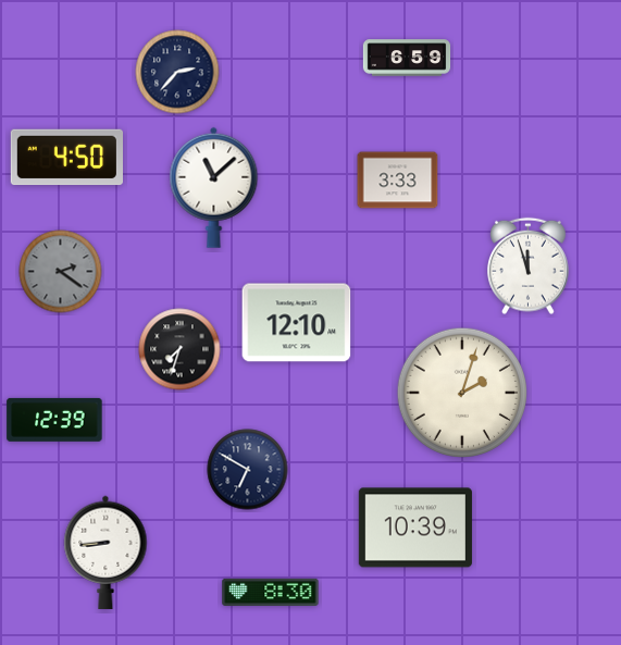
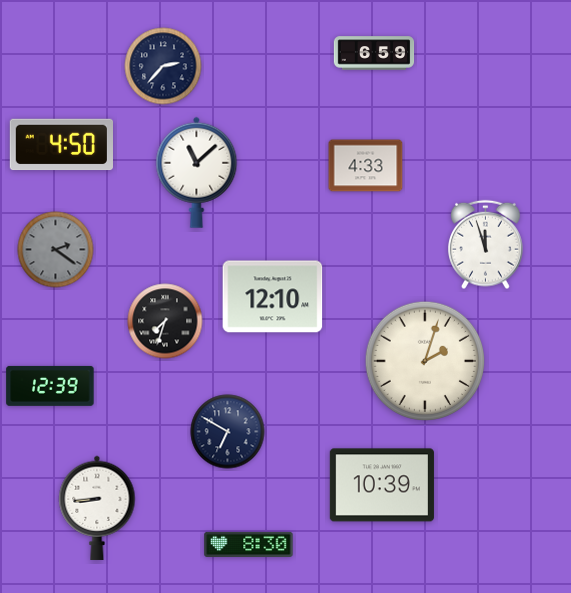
clock at (398, 181): 3:33 -> 4:33
